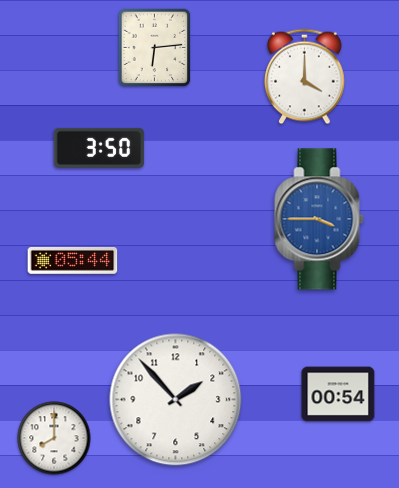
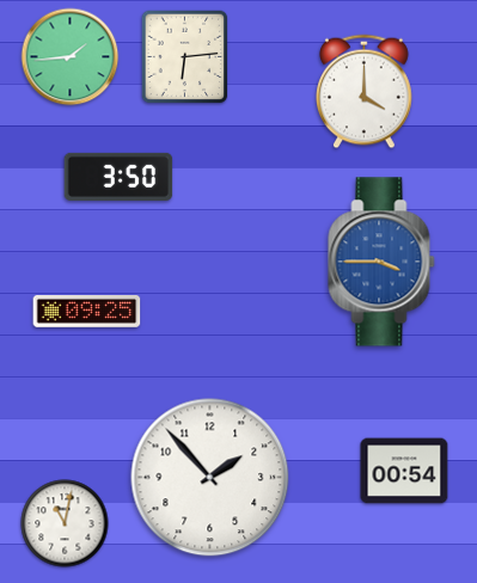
clock at (71, 57): none -> 1:44
clock at (73, 260): 05:44 -> 09:25
clock at (54, 438): 8:00 -> 11:02
